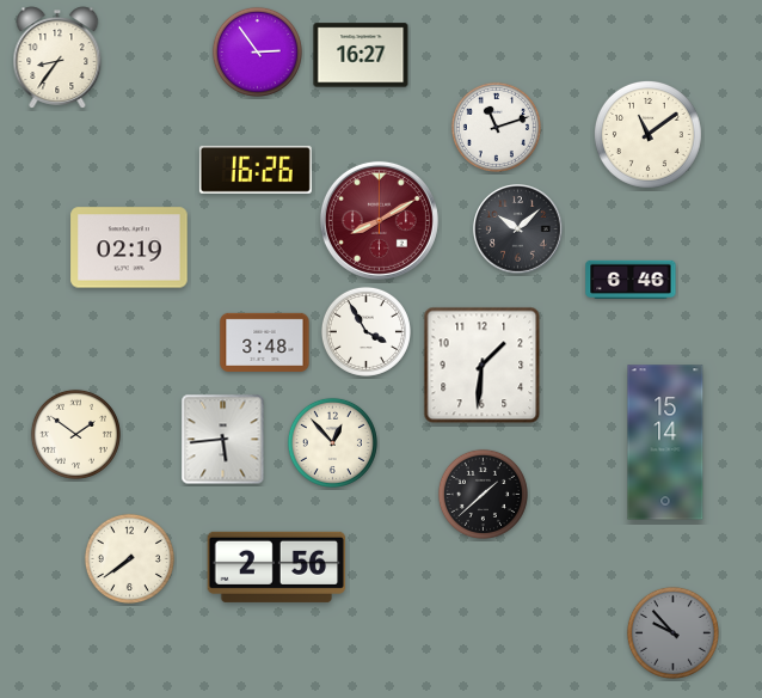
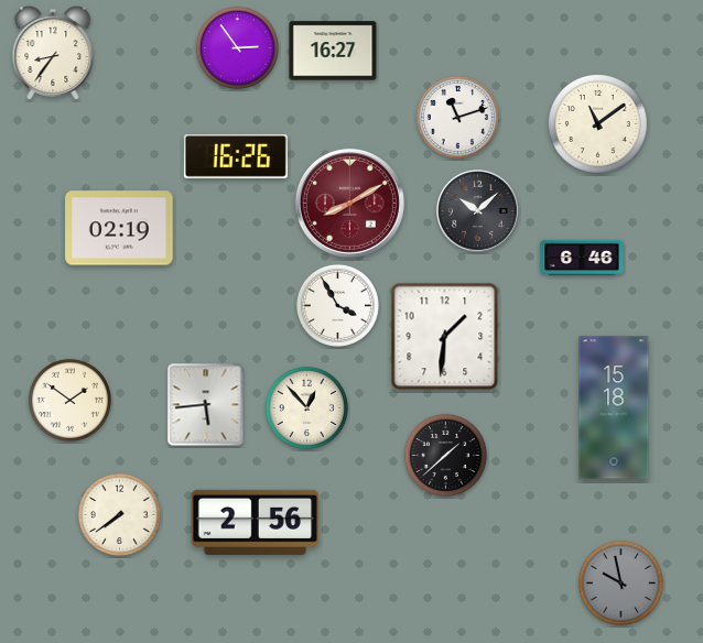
clock at (265, 342): 3:48 -> none
clock at (665, 442): 15:14 -> 15:18
clock at (672, 632): 9:53 -> 9:58
